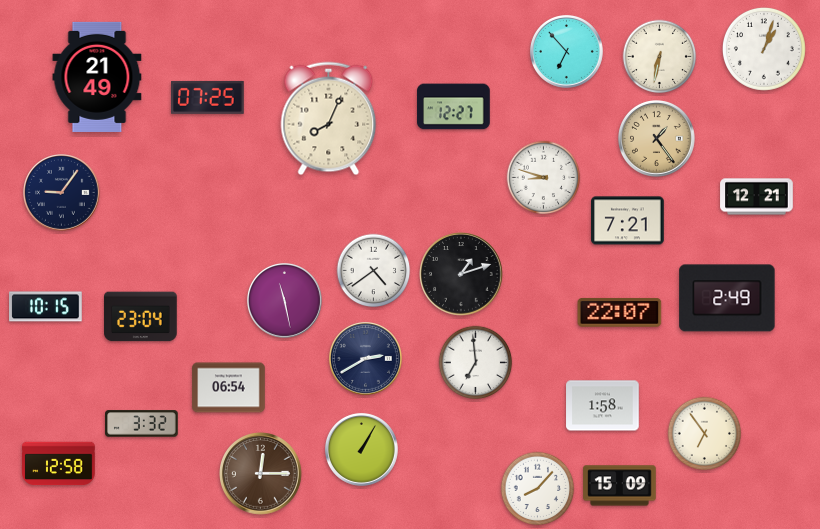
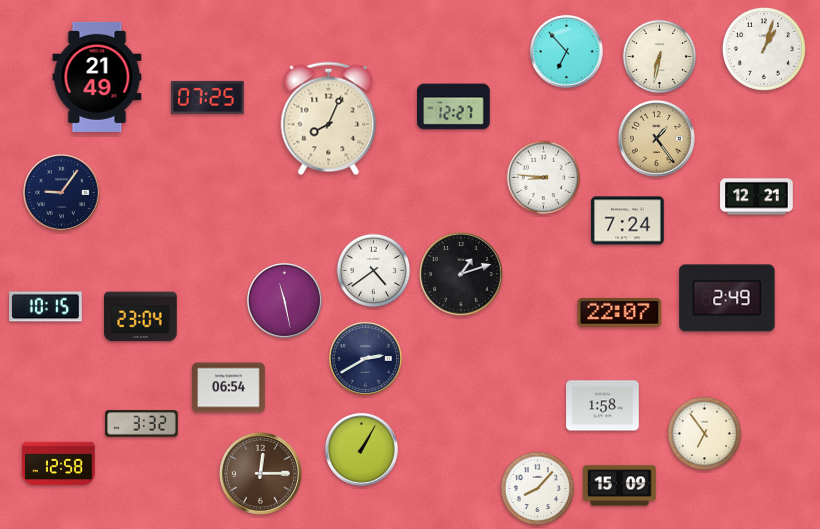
clock at (544, 178): 8:48 -> 8:46
clock at (628, 221): 7:21 -> 7:24
clock at (476, 363): 6:59 -> none
